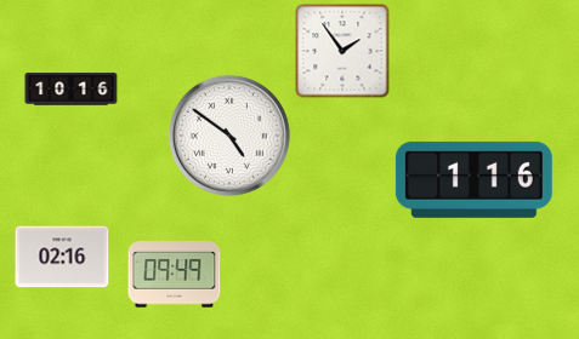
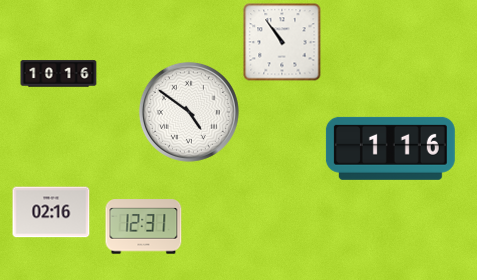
clock at (342, 51): 1:54 -> 10:54
clock at (175, 275): 09:49 -> 12:31
